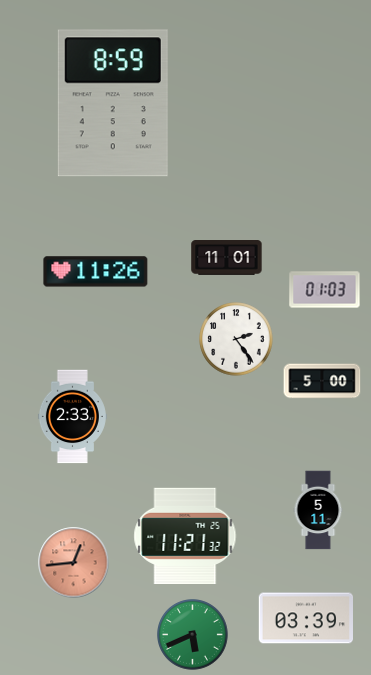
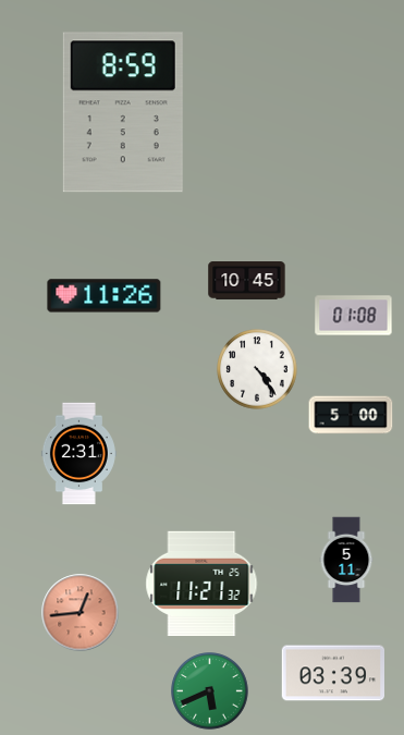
clock at (227, 258): 11:01 -> 10:45
clock at (325, 290): 01:03 -> 01:08
clock at (236, 339): 2:24 -> 4:24
clock at (72, 417): 2:33 -> 2:31
clock at (318, 510) position: (318, 510) -> (346, 560)
